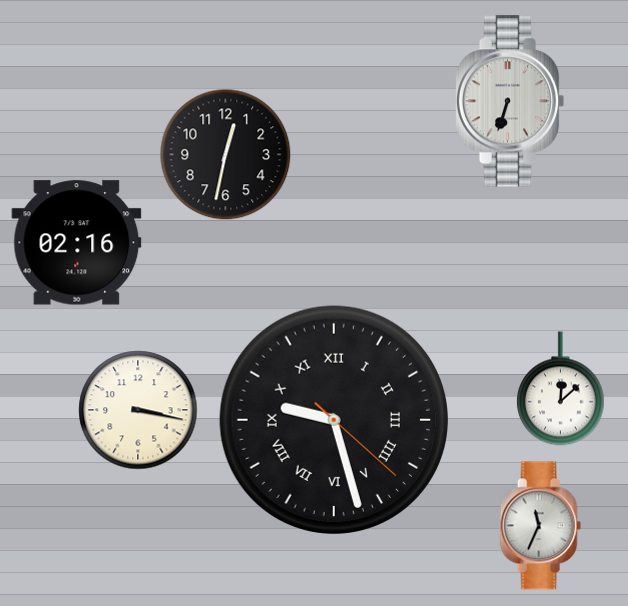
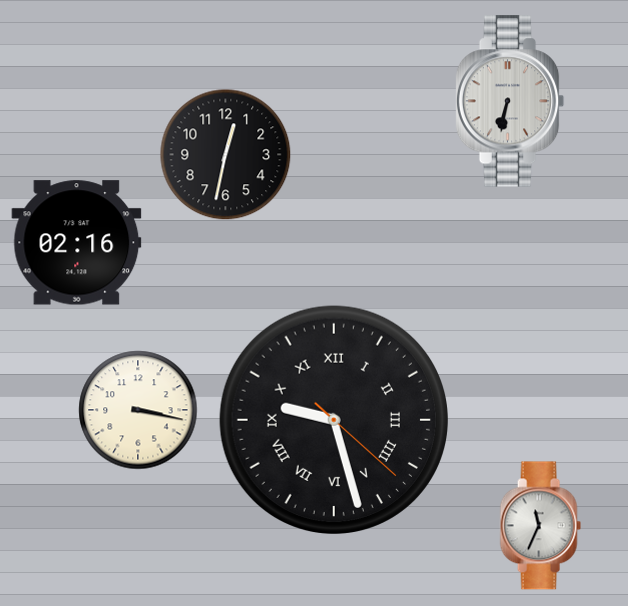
clock at (510, 101): 6:33 -> 6:32
clock at (560, 389): 12:08 -> none
